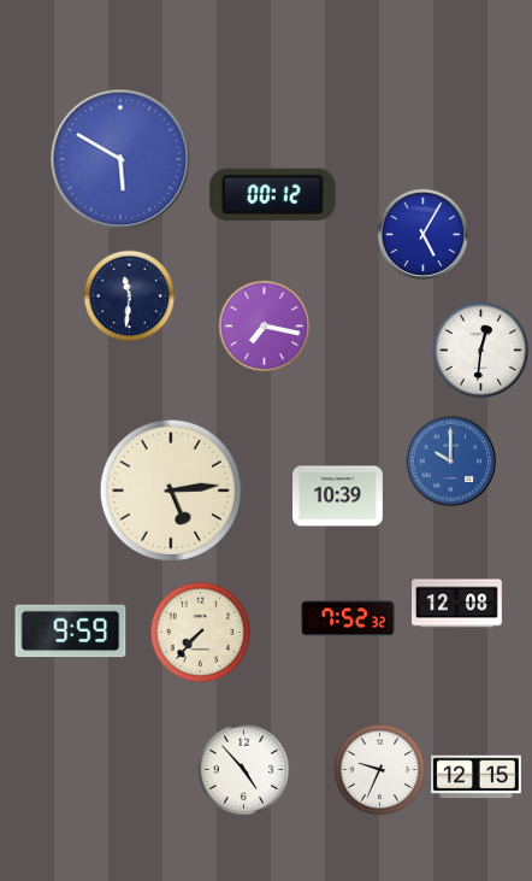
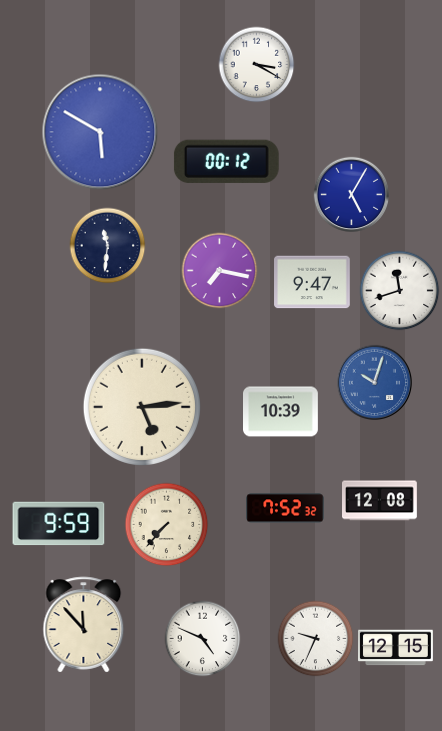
clock at (257, 65): none -> 3:20
clock at (312, 282): none -> 9:47
clock at (481, 351): 12:31 -> 11:42
clock at (450, 460): 10:00 -> 10:03
clock at (348, 618) position: (348, 618) -> (285, 508)
clock at (84, 625): none -> 11:53
clock at (244, 770): 4:53 -> 4:49
clock at (477, 777) position: (477, 777) -> (396, 648)
